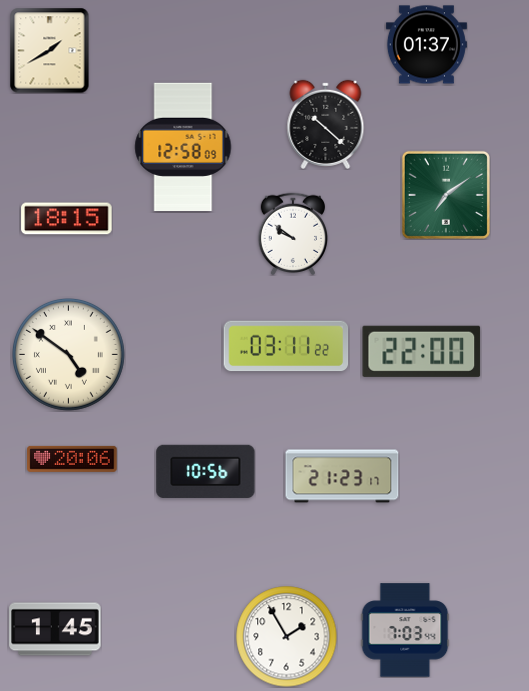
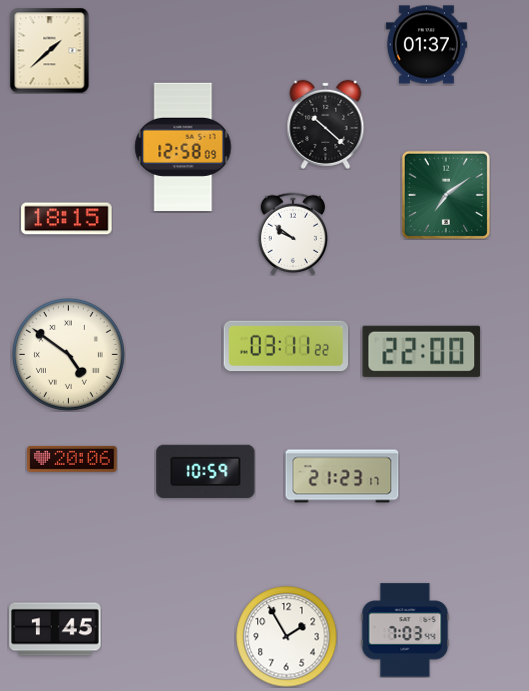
clock at (50, 50): 1:40 -> 1:38
clock at (206, 471): 10:56 -> 10:59
